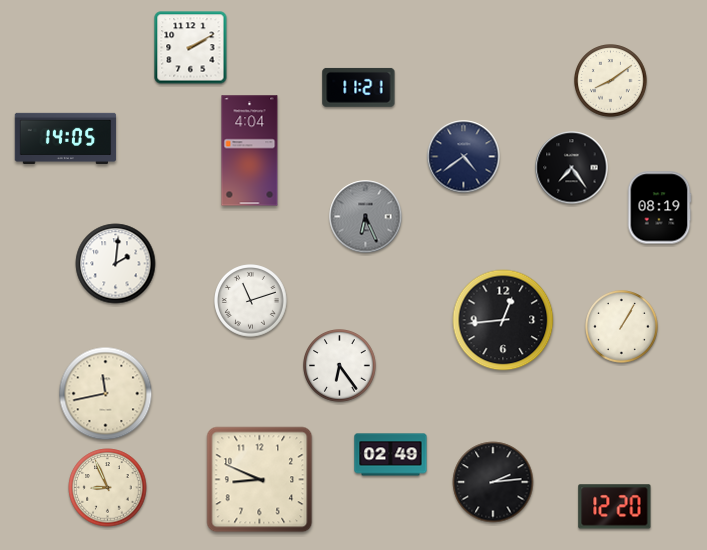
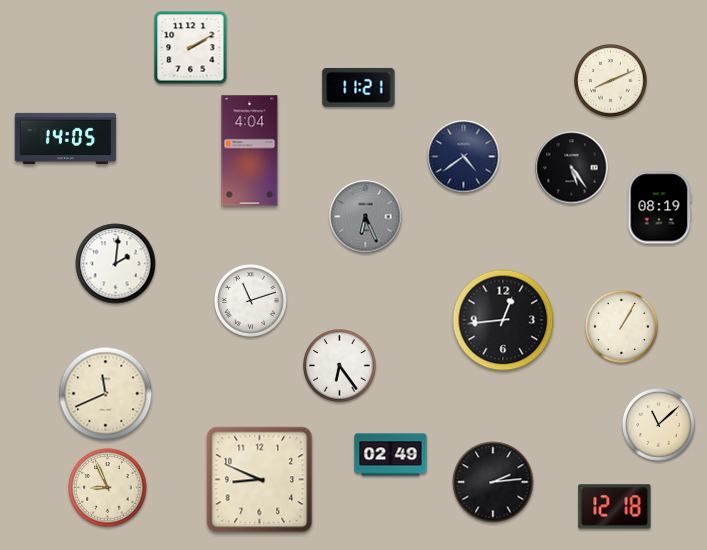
clock at (611, 81): 8:09 -> 8:11
clock at (572, 168): 7:24 -> 5:24
clock at (106, 394): 11:43 -> 11:41
clock at (659, 425): none -> 11:08
clock at (615, 507): 12:20 -> 12:18
